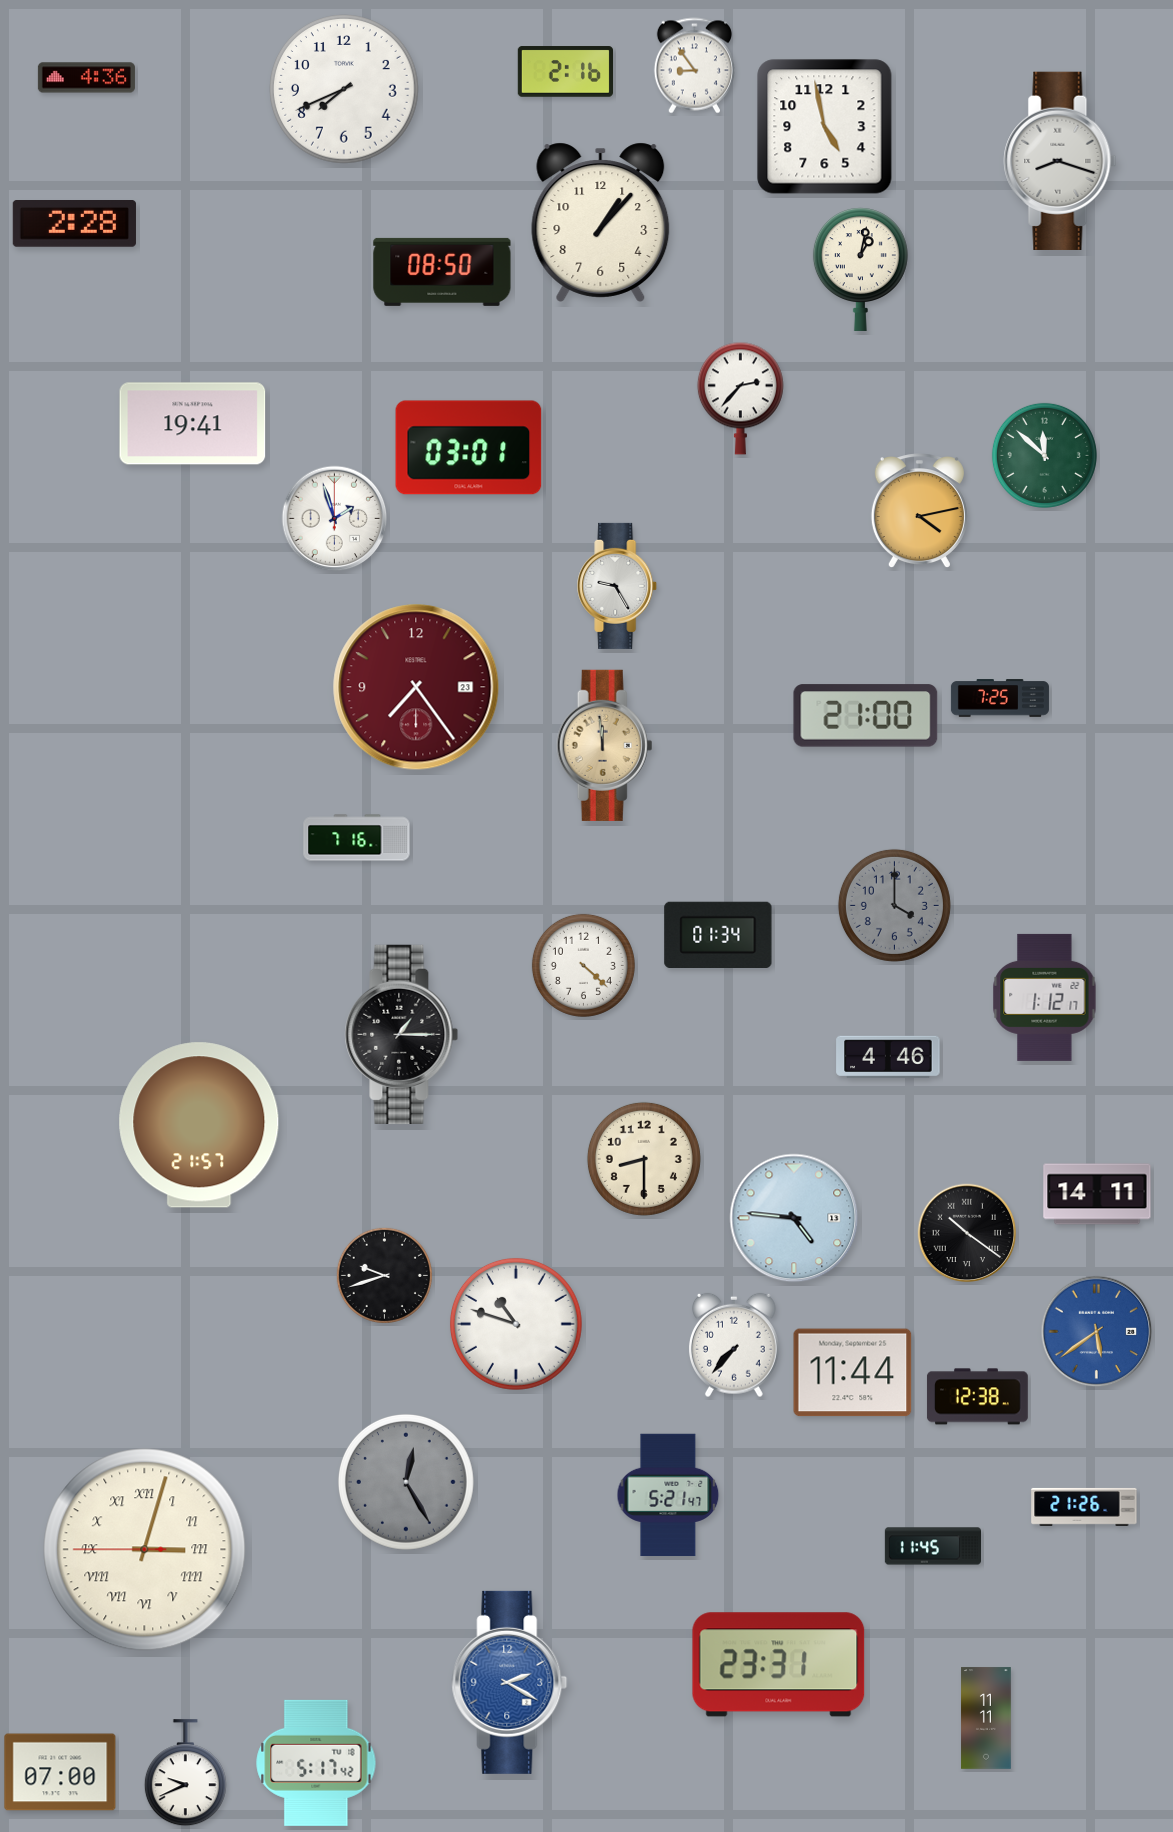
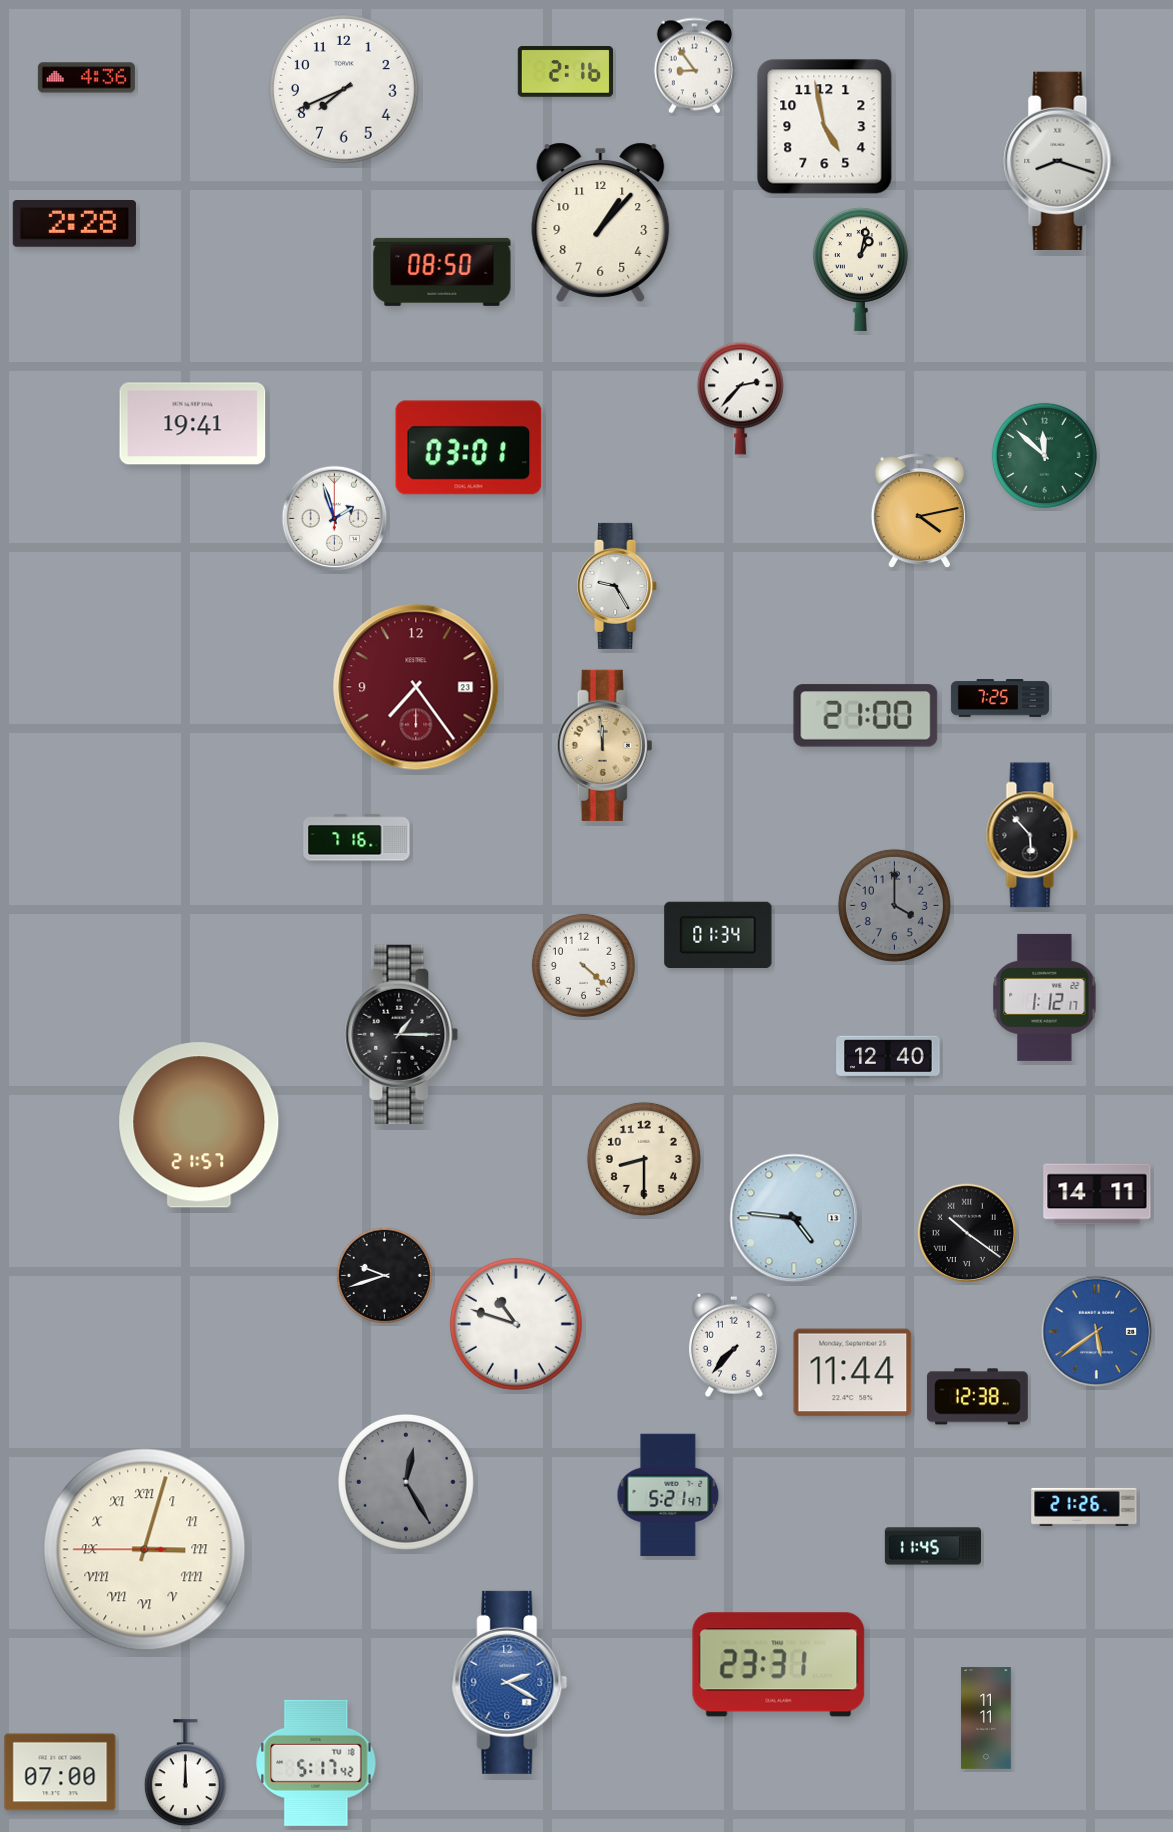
clock at (1032, 835): none -> 5:53
clock at (888, 1057): 4:46 -> 12:40
clock at (185, 1773): 9:41 -> 12:00
